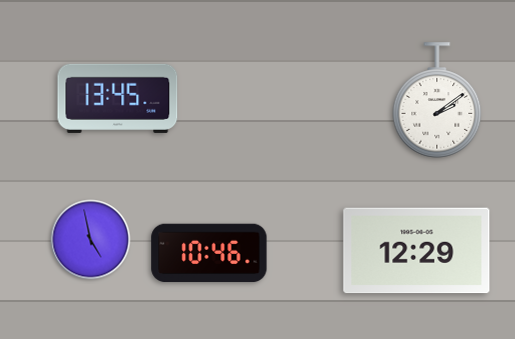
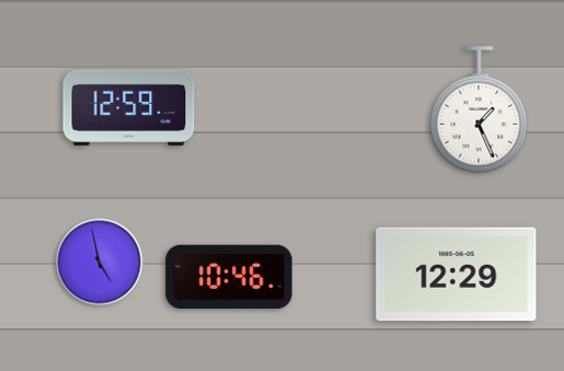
clock at (118, 98): 13:45 -> 12:59
clock at (437, 100): 2:09 -> 1:26
